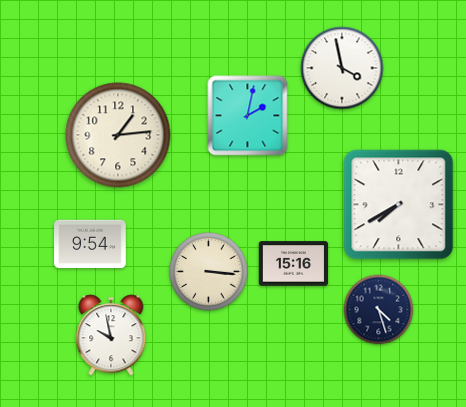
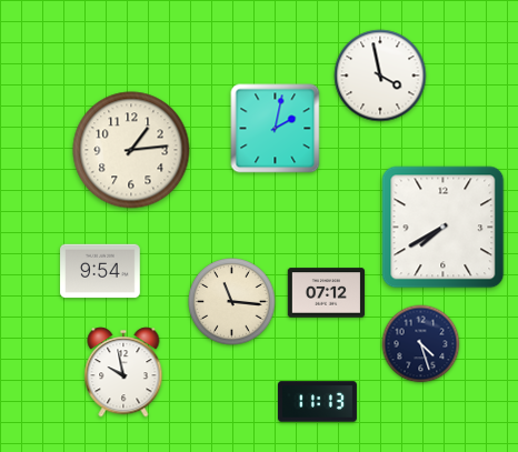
clock at (294, 264): 15:16 -> 07:12
clock at (209, 272): 3:16 -> 11:16
clock at (317, 402): none -> 11:13
